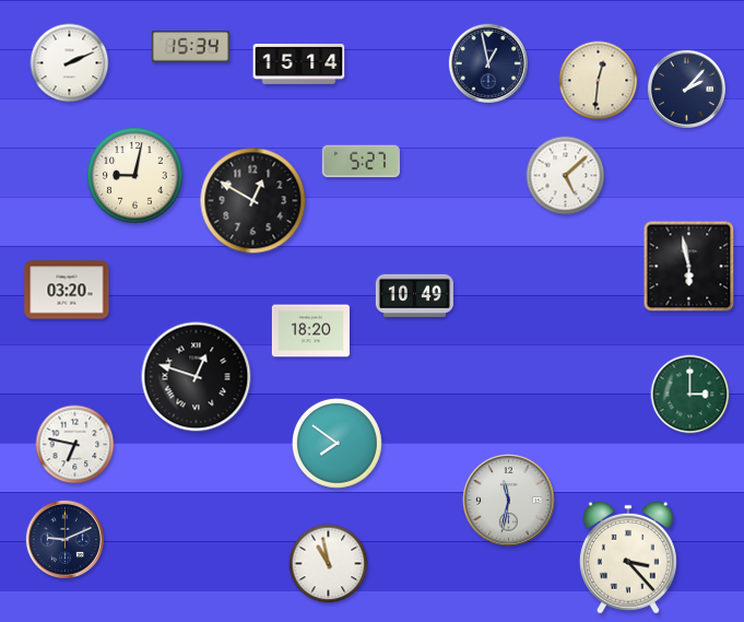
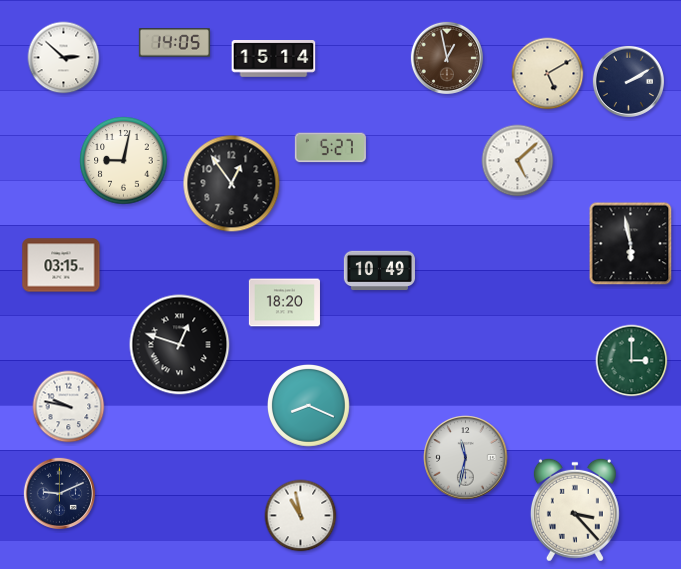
clock at (190, 47): 15:34 -> 14:05
clock at (70, 63): 2:11 -> 2:52
clock at (488, 63) dial: navy -> brown
clock at (599, 81): 12:31 -> 5:10
clock at (686, 89): 2:07 -> 2:10
clock at (253, 201): 12:50 -> 12:54
clock at (67, 290): 03:20 -> 03:15
clock at (338, 444): 7:51 -> 8:19
clock at (75, 445): 6:47 -> 9:47
